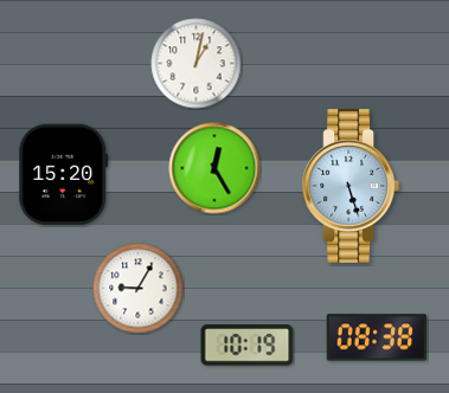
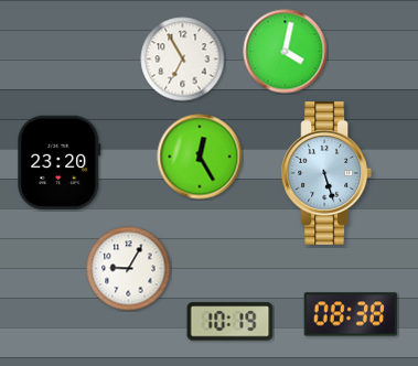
clock at (286, 52): none -> 4:02
clock at (197, 64): 1:02 -> 6:55
clock at (64, 174): 15:20 -> 23:20
